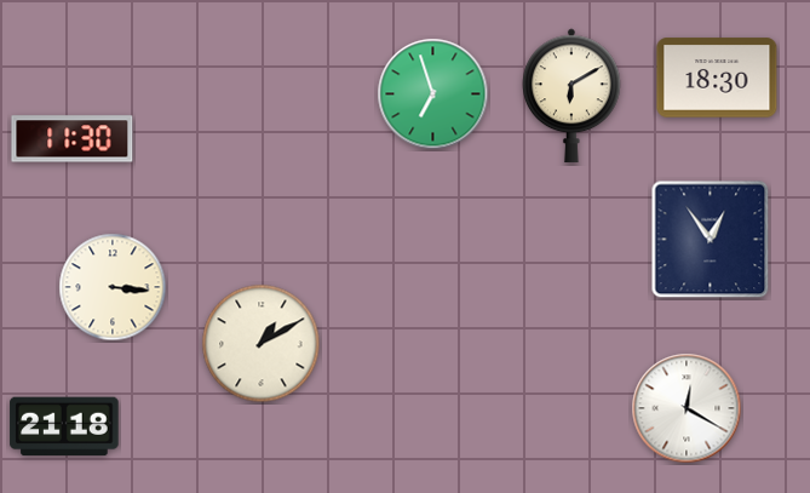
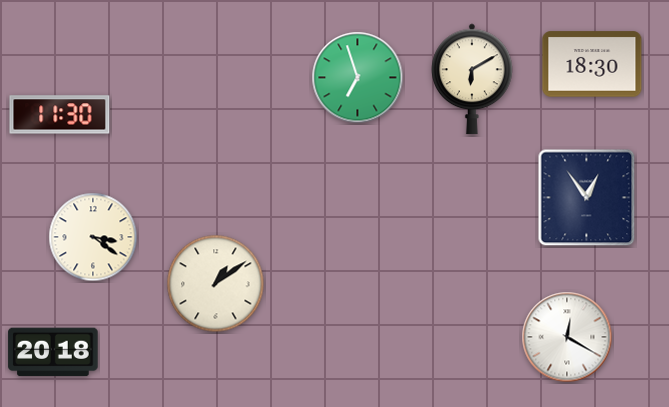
clock at (113, 287): 3:16 -> 3:21
clock at (262, 344): 1:10 -> 1:09
clock at (64, 426): 21:18 -> 20:18
